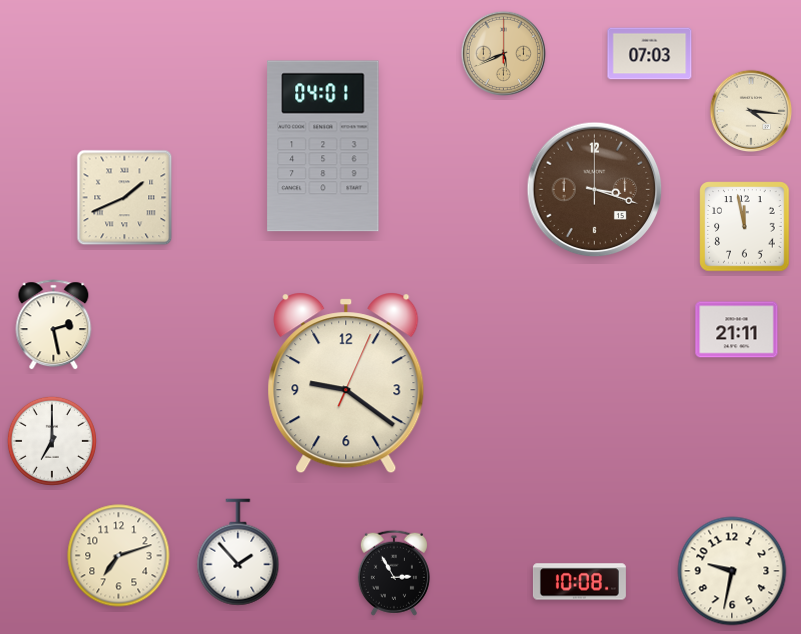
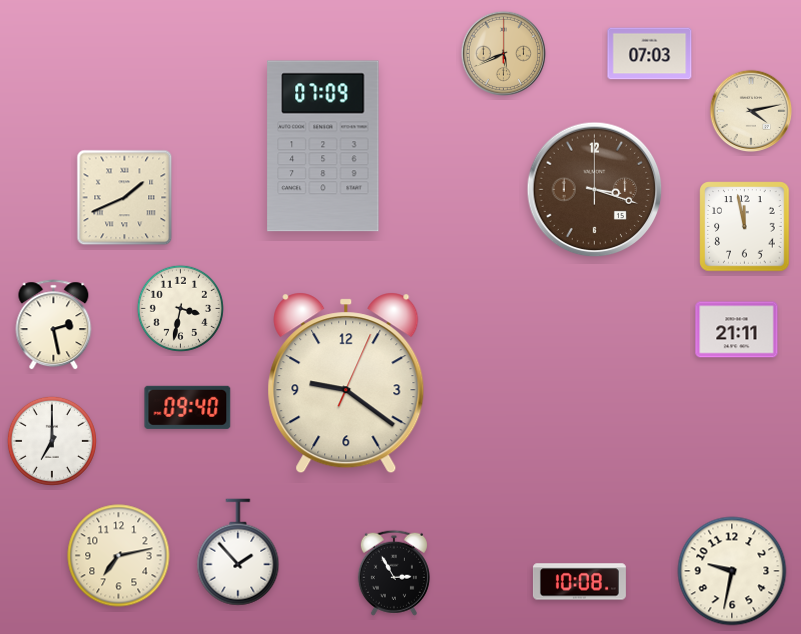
clock at (751, 111): 4:16 -> 4:13
clock at (323, 146): 04:01 -> 07:09
clock at (180, 308): none -> 3:32
clock at (188, 407): none -> 09:40
clock at (119, 556): 7:12 -> 7:13
